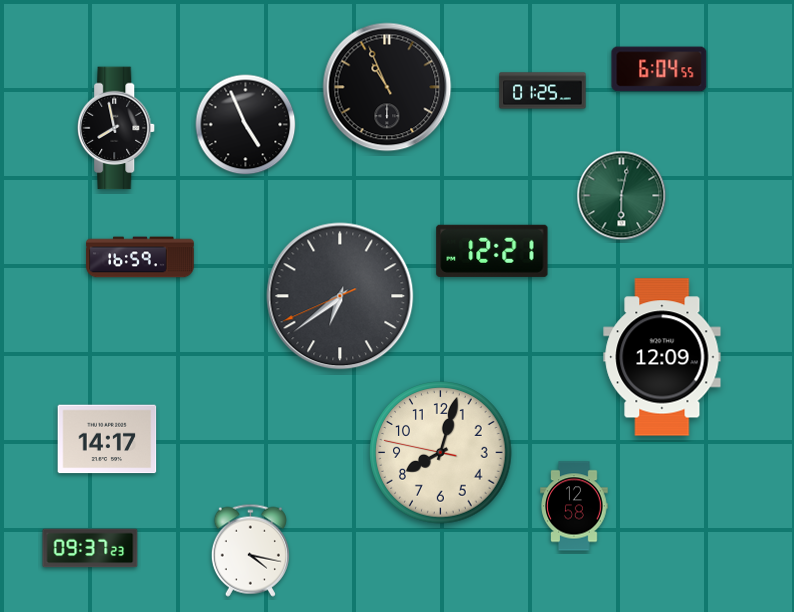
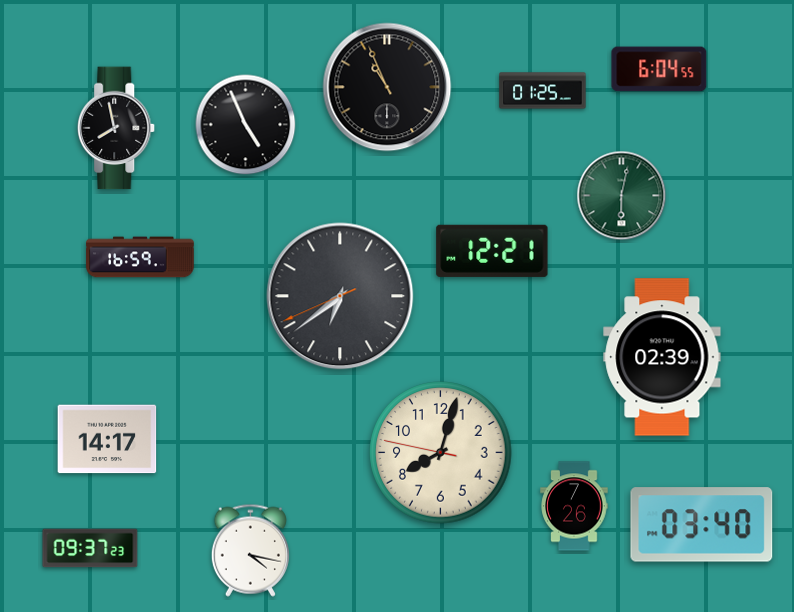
clock at (662, 357): 12:09 -> 02:39
clock at (574, 506): 12:58 -> 7:26
clock at (702, 525): none -> 03:40
